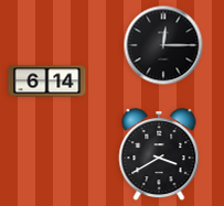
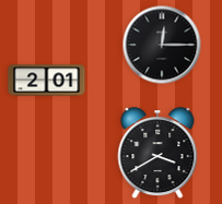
clock at (47, 82): 6:14 -> 2:01
